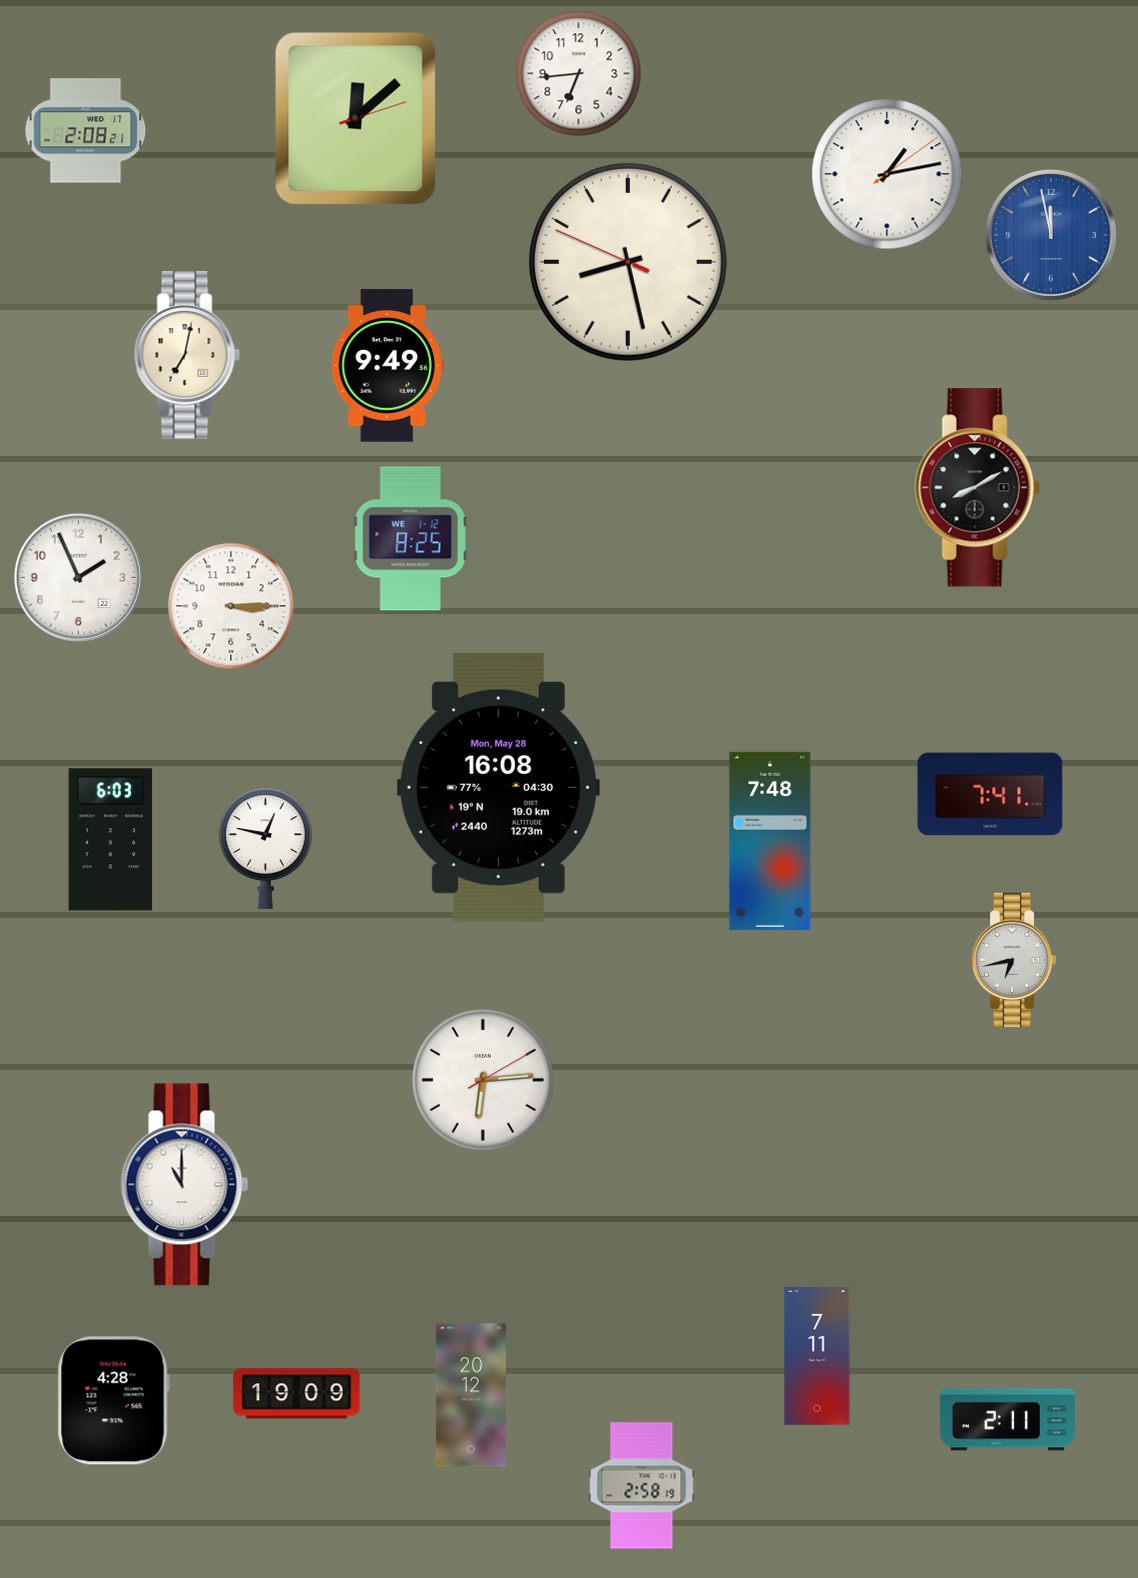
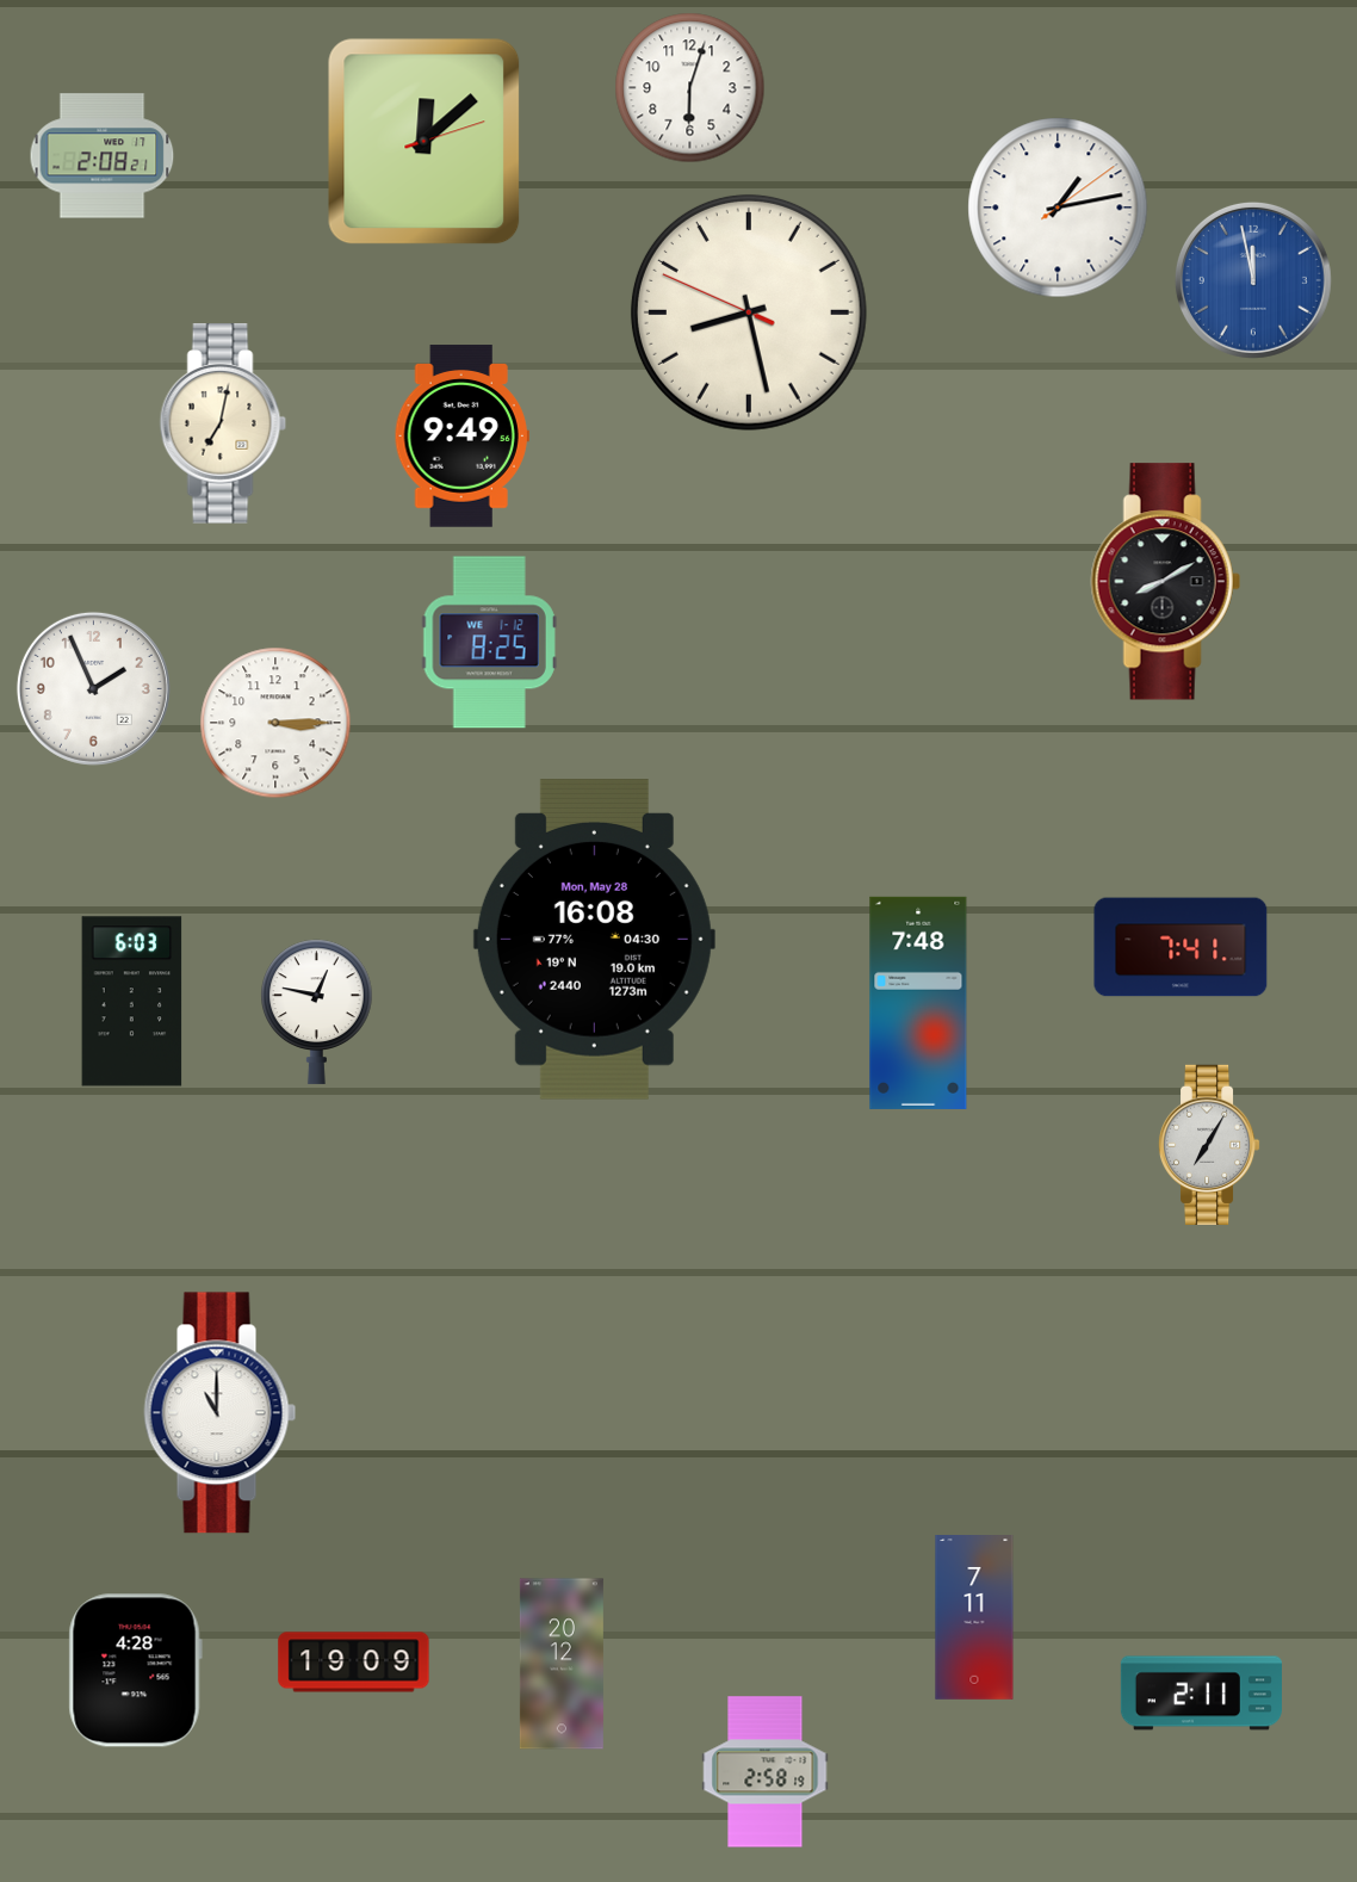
clock at (579, 74): 6:44 -> 6:03
clock at (1014, 959): 6:43 -> 7:05
clock at (483, 1080): 6:14 -> none
